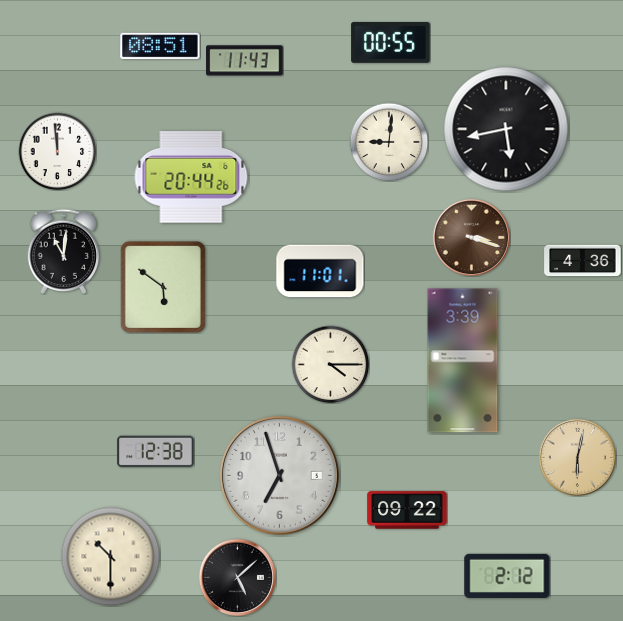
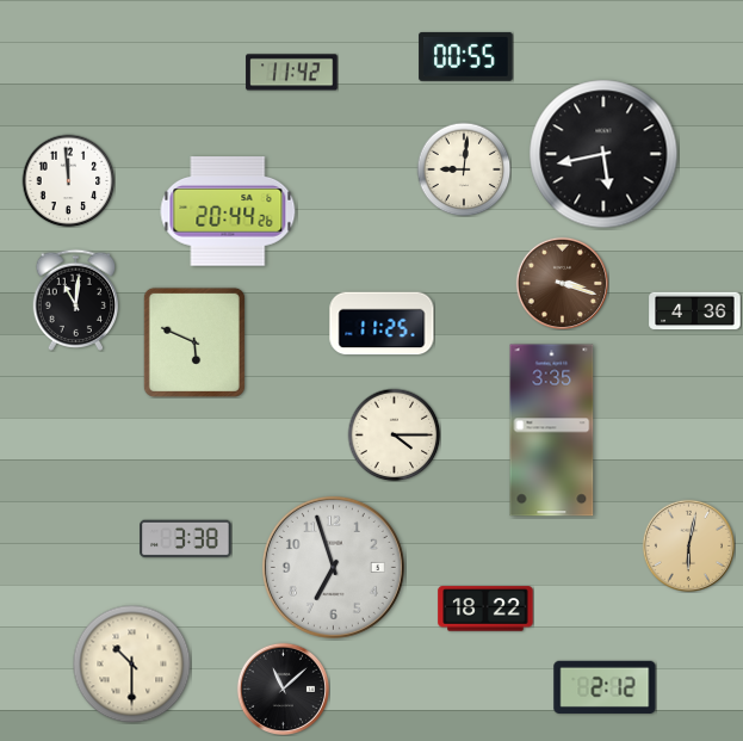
clock at (391, 42) position: (391, 42) -> (466, 56)
clock at (160, 46): 08:51 -> none
clock at (245, 61): 11:43 -> 11:42
clock at (320, 271): 11:01 -> 11:25
clock at (163, 287): 5:51 -> 5:49
clock at (463, 361): 3:39 -> 3:35
clock at (156, 452): 12:38 -> 3:38
clock at (407, 510): 09:22 -> 18:22
clock at (237, 577): 5:08 -> 11:08
